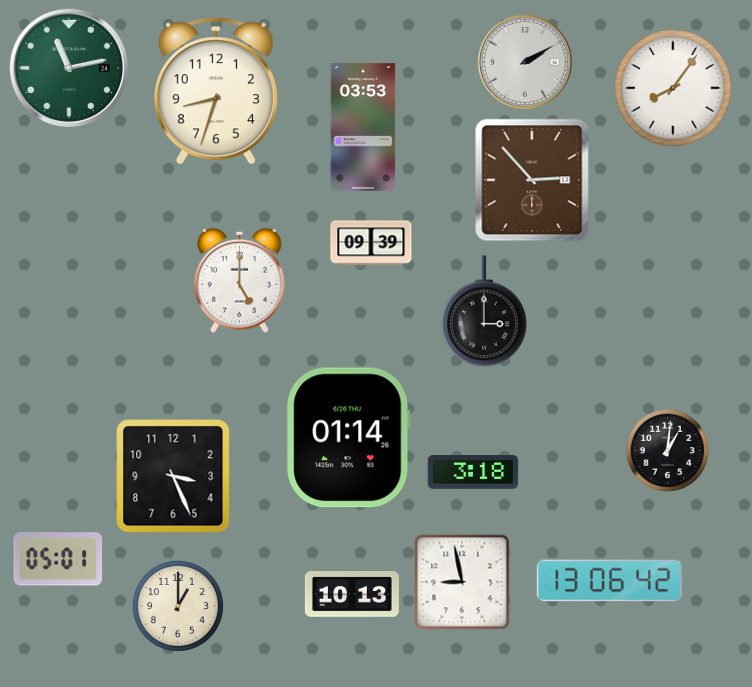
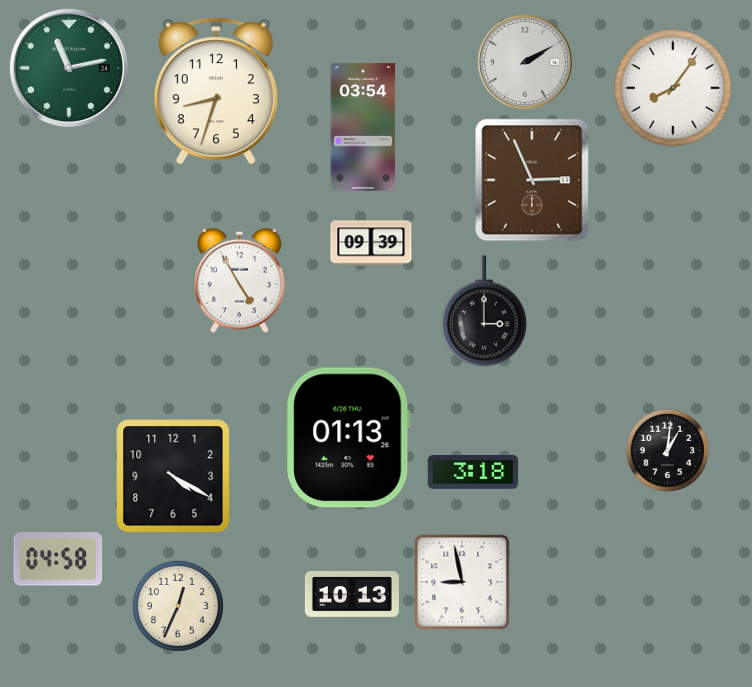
clock at (363, 127): 03:53 -> 03:54
clock at (532, 180): 2:53 -> 2:56
clock at (240, 280): 5:00 -> 4:55
clock at (349, 438): 01:14 -> 01:13
clock at (173, 476): 3:26 -> 4:20
clock at (58, 559): 05:01 -> 04:58
clock at (609, 581): 13:06 -> none
clock at (178, 606): 1:00 -> 12:34
